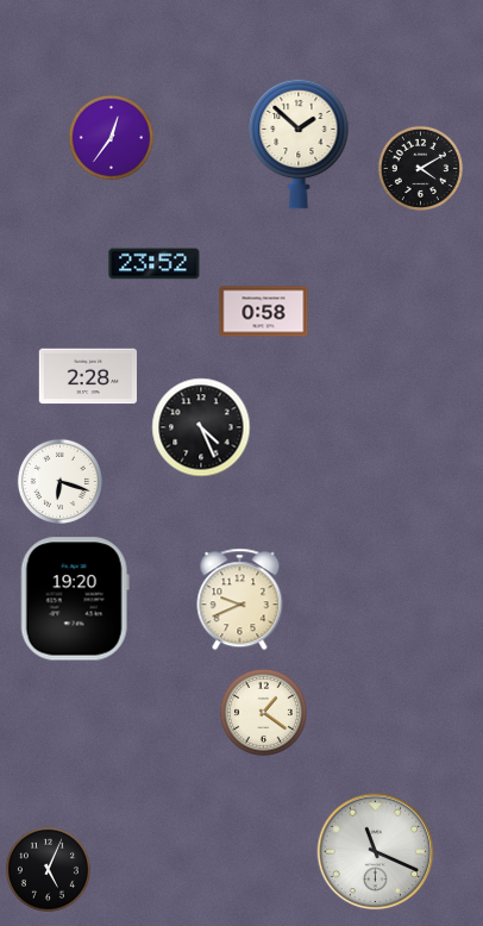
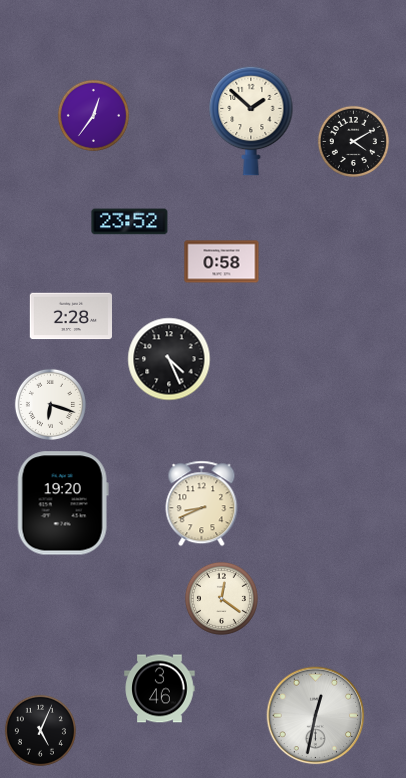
clock at (87, 376) position: (87, 376) -> (70, 316)
clock at (240, 600): 9:41 -> 8:41
clock at (263, 712): 1:21 -> 12:21
clock at (160, 689): none -> 3:46
clock at (376, 852): 11:19 -> 12:32
